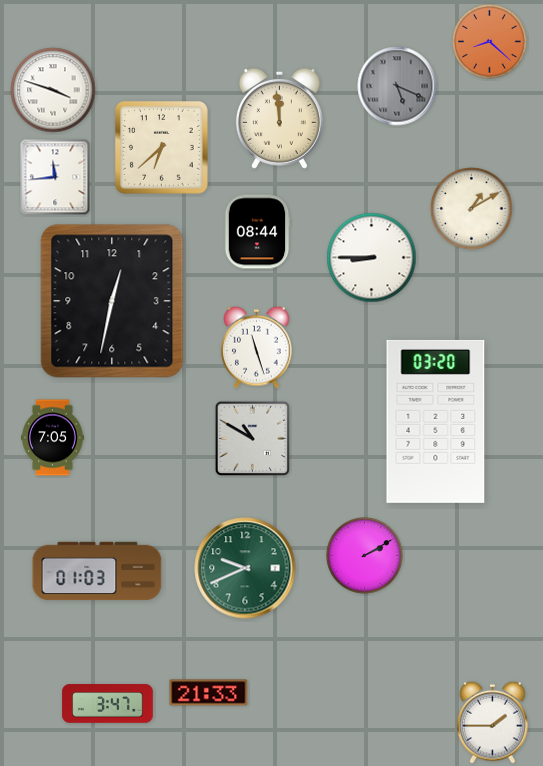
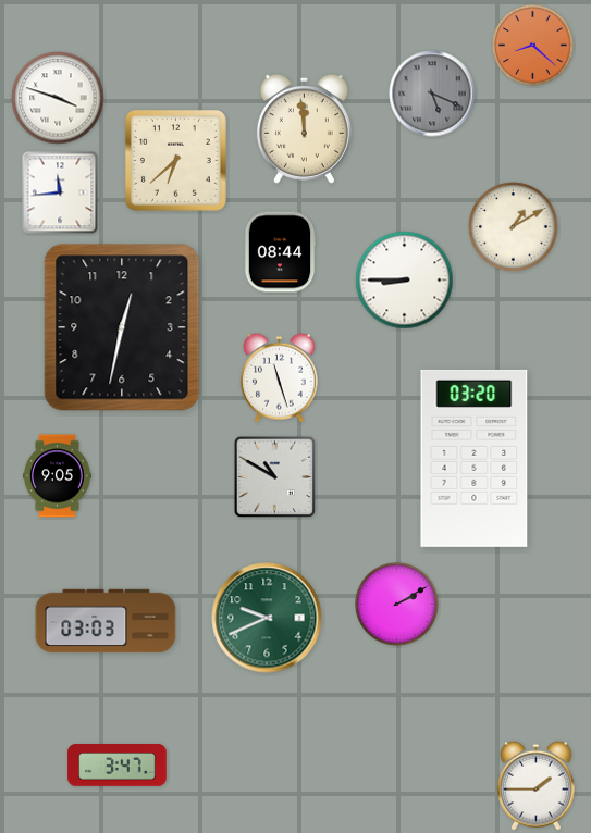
clock at (53, 438): 7:05 -> 9:05
clock at (97, 571): 01:03 -> 03:03
clock at (209, 693): 21:33 -> none
